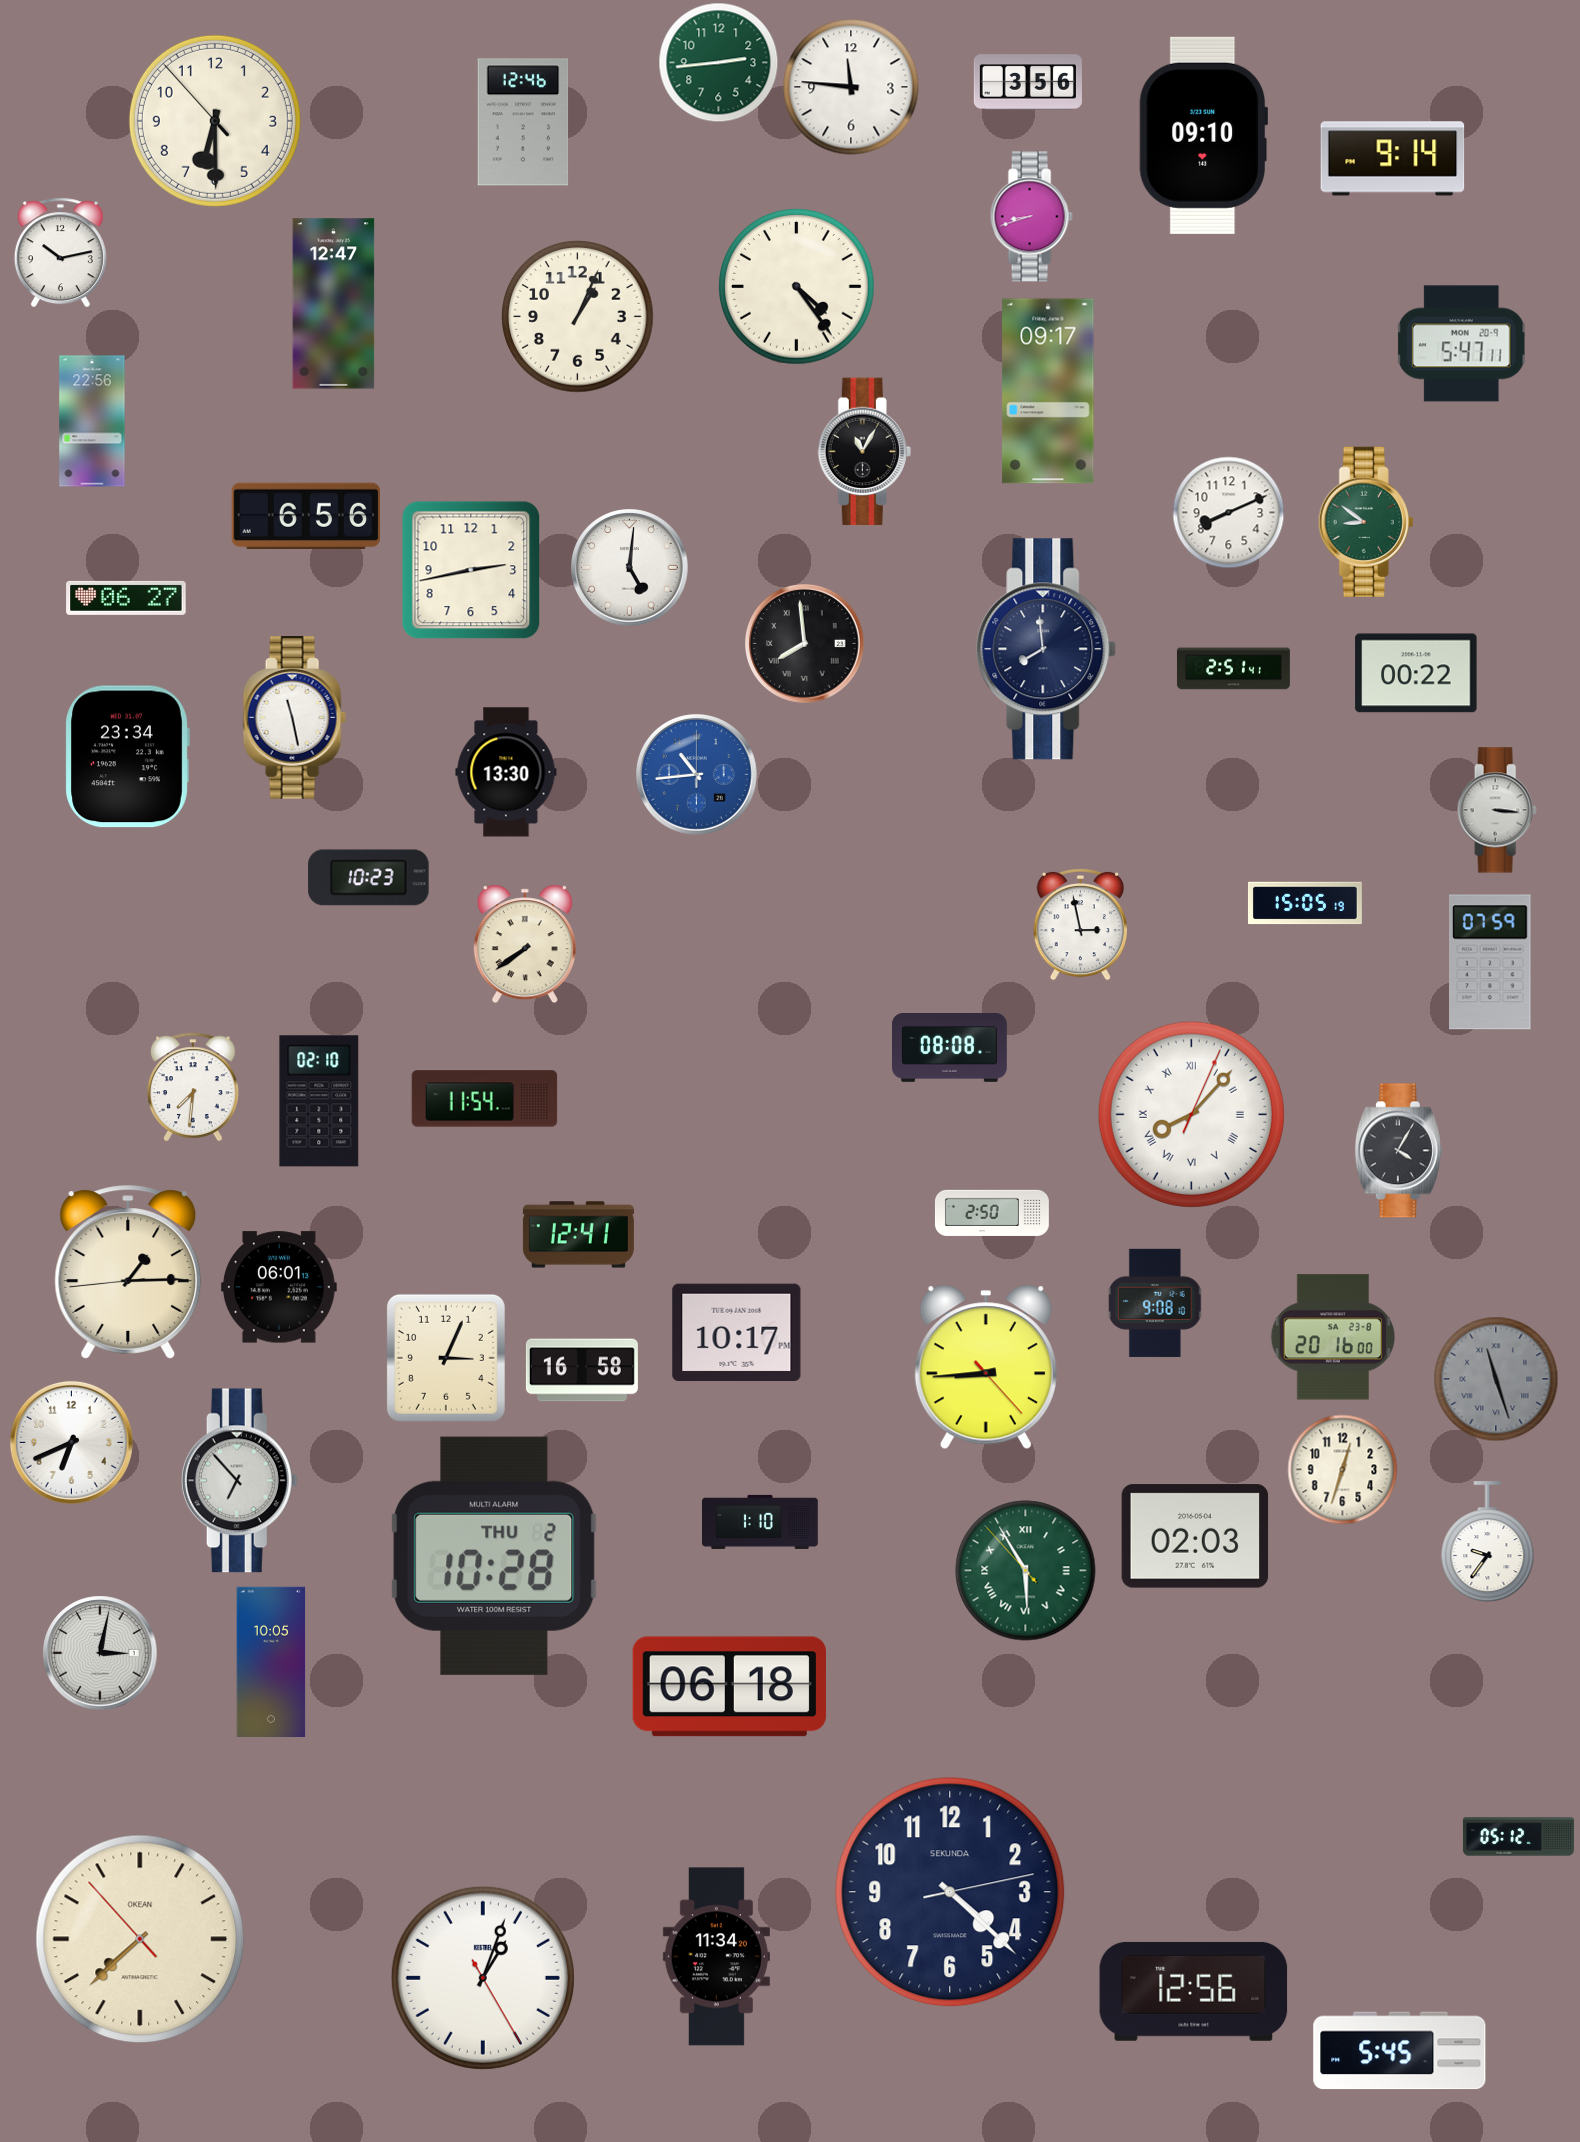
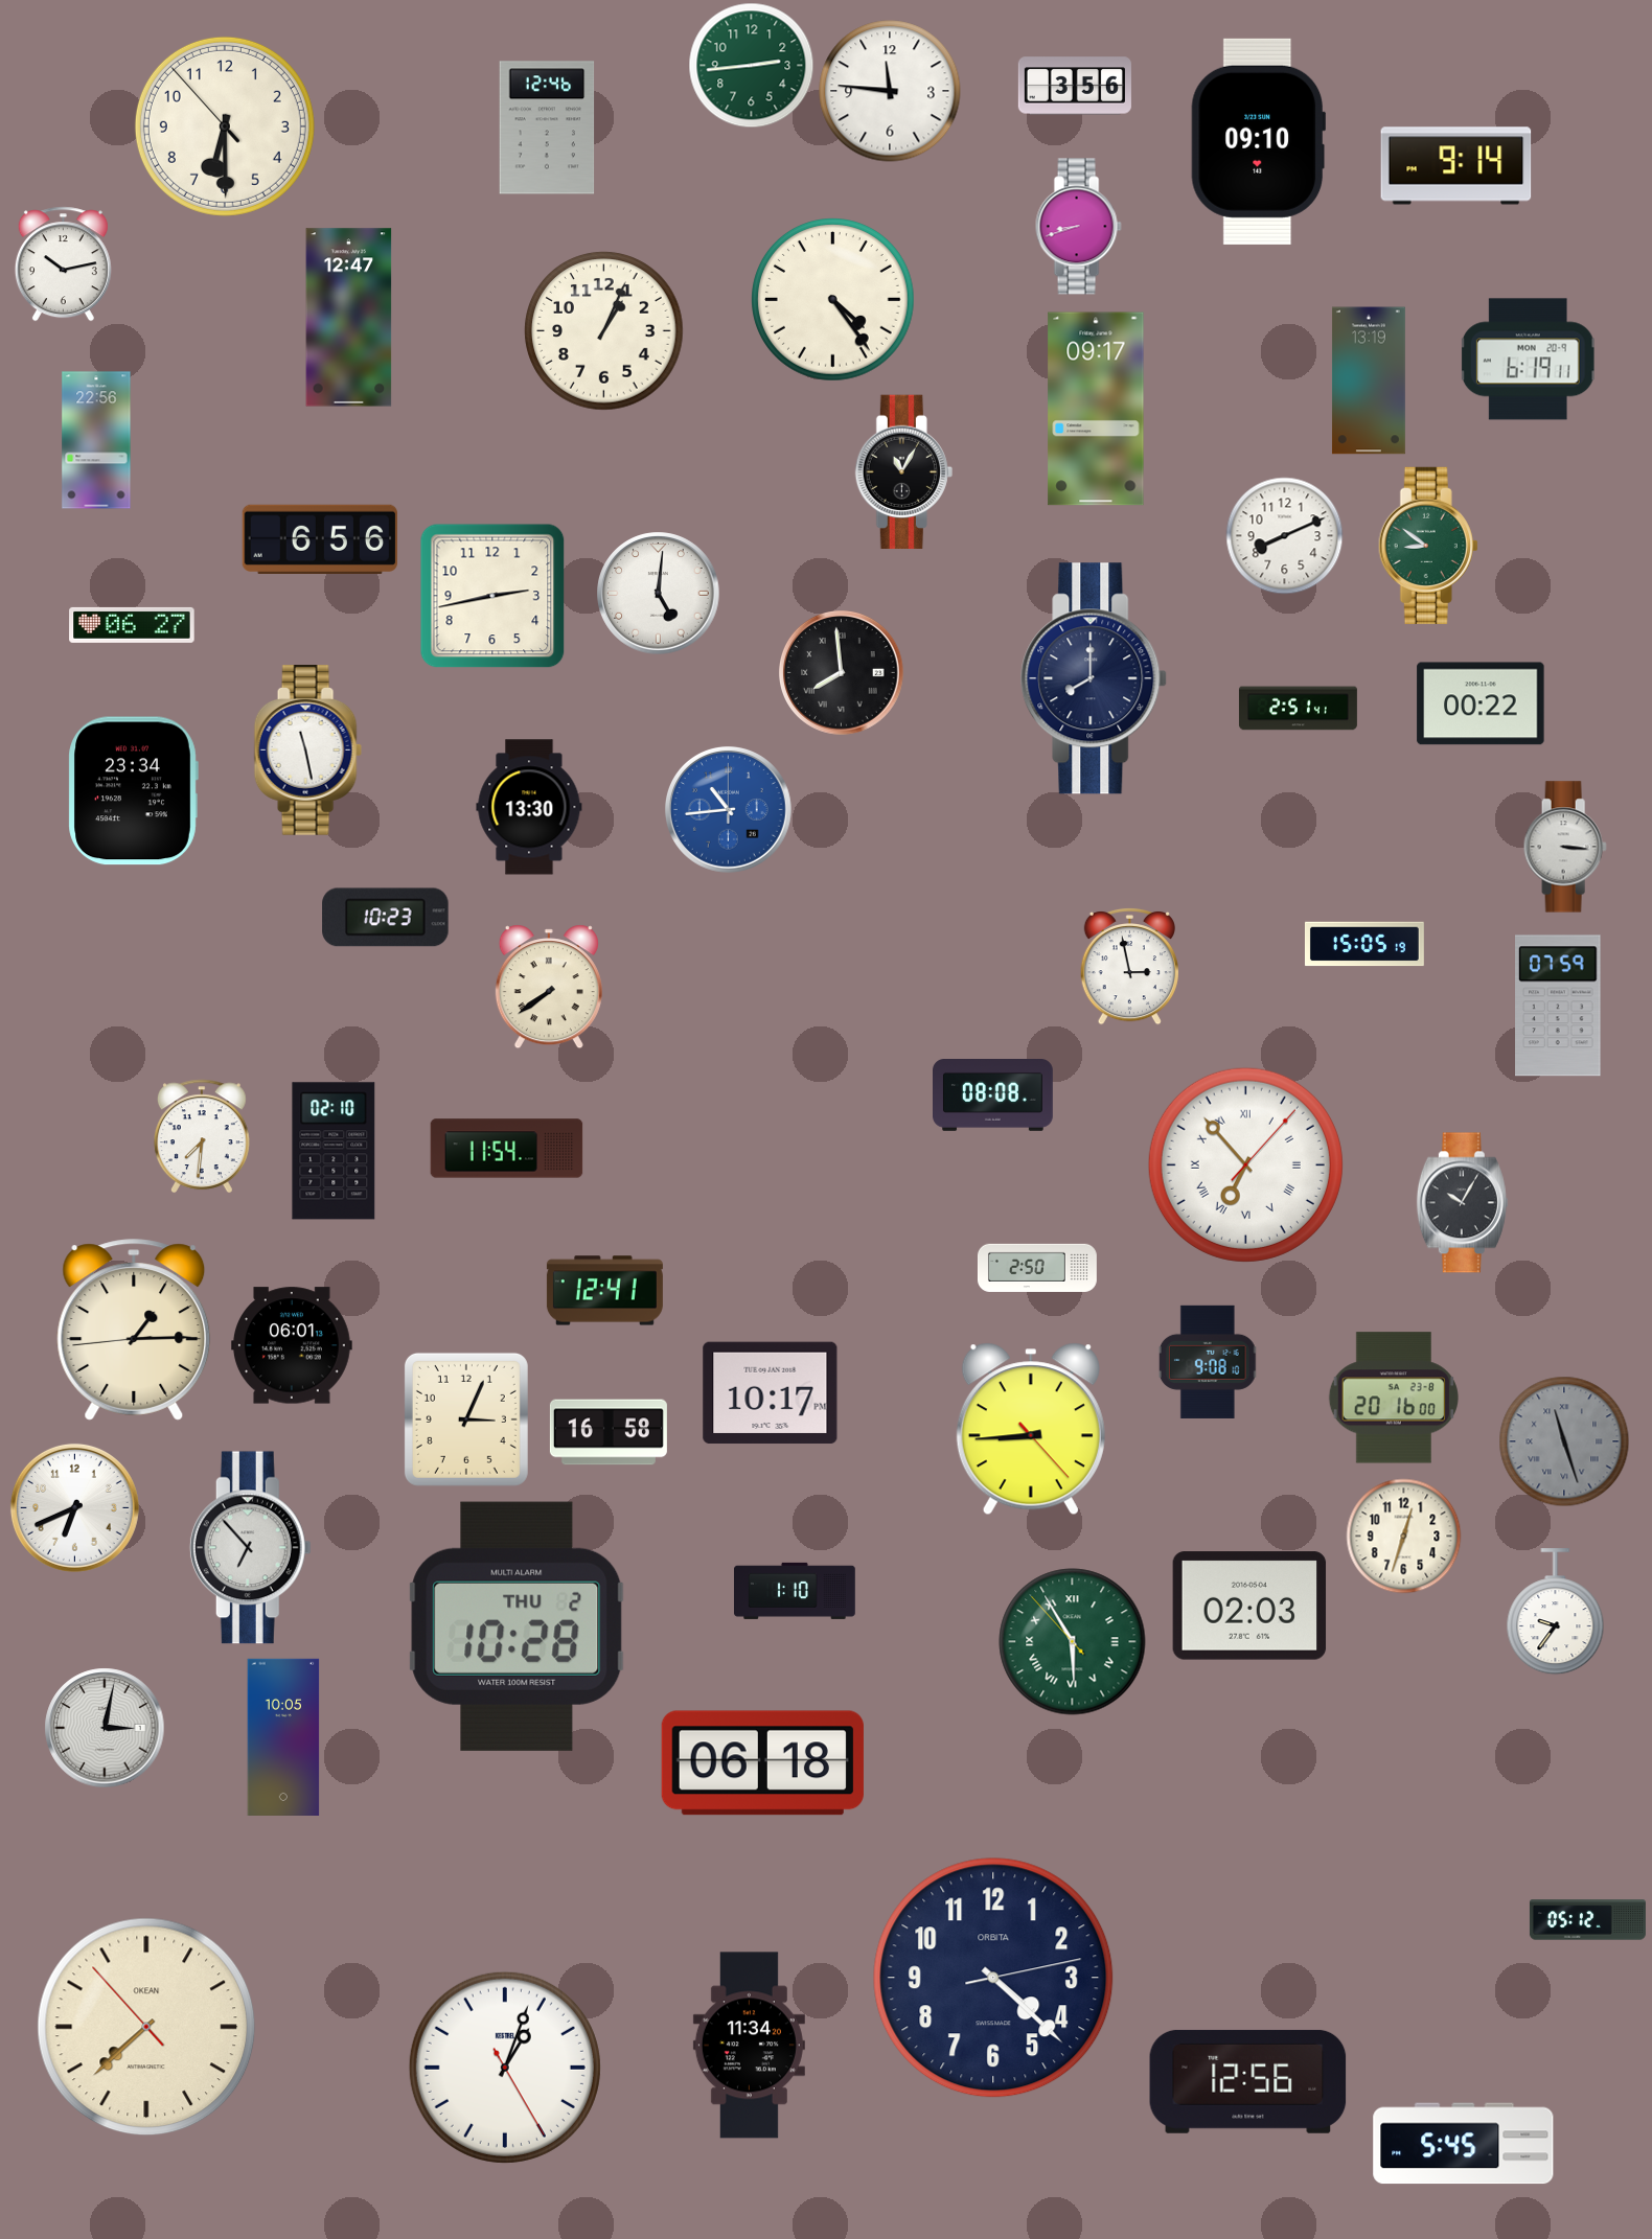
clock at (1461, 344): 5:47 -> 6:19
clock at (1369, 380): none -> 13:19
clock at (1047, 649): 7:59 -> 8:00
clock at (1233, 669) position: (1233, 669) -> (1298, 709)
clock at (1191, 1114): 8:07 -> 6:53
clock at (1398, 1151): 4:05 -> 10:05
clock at (950, 1892) brand: SEKUNDA -> ORBITA
